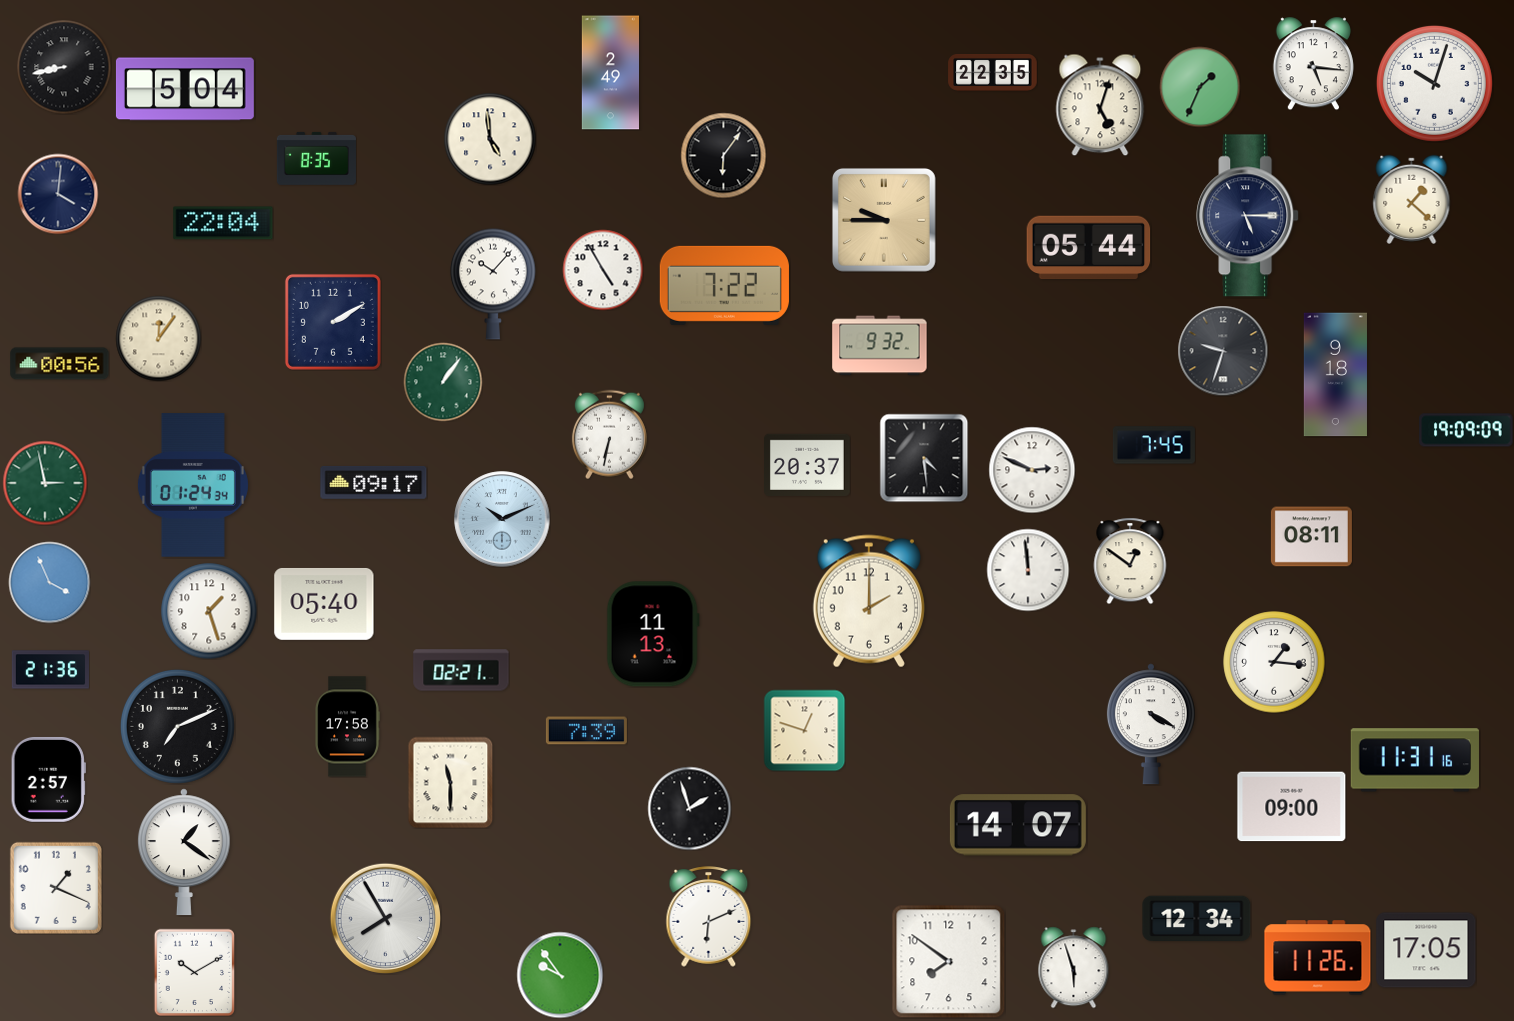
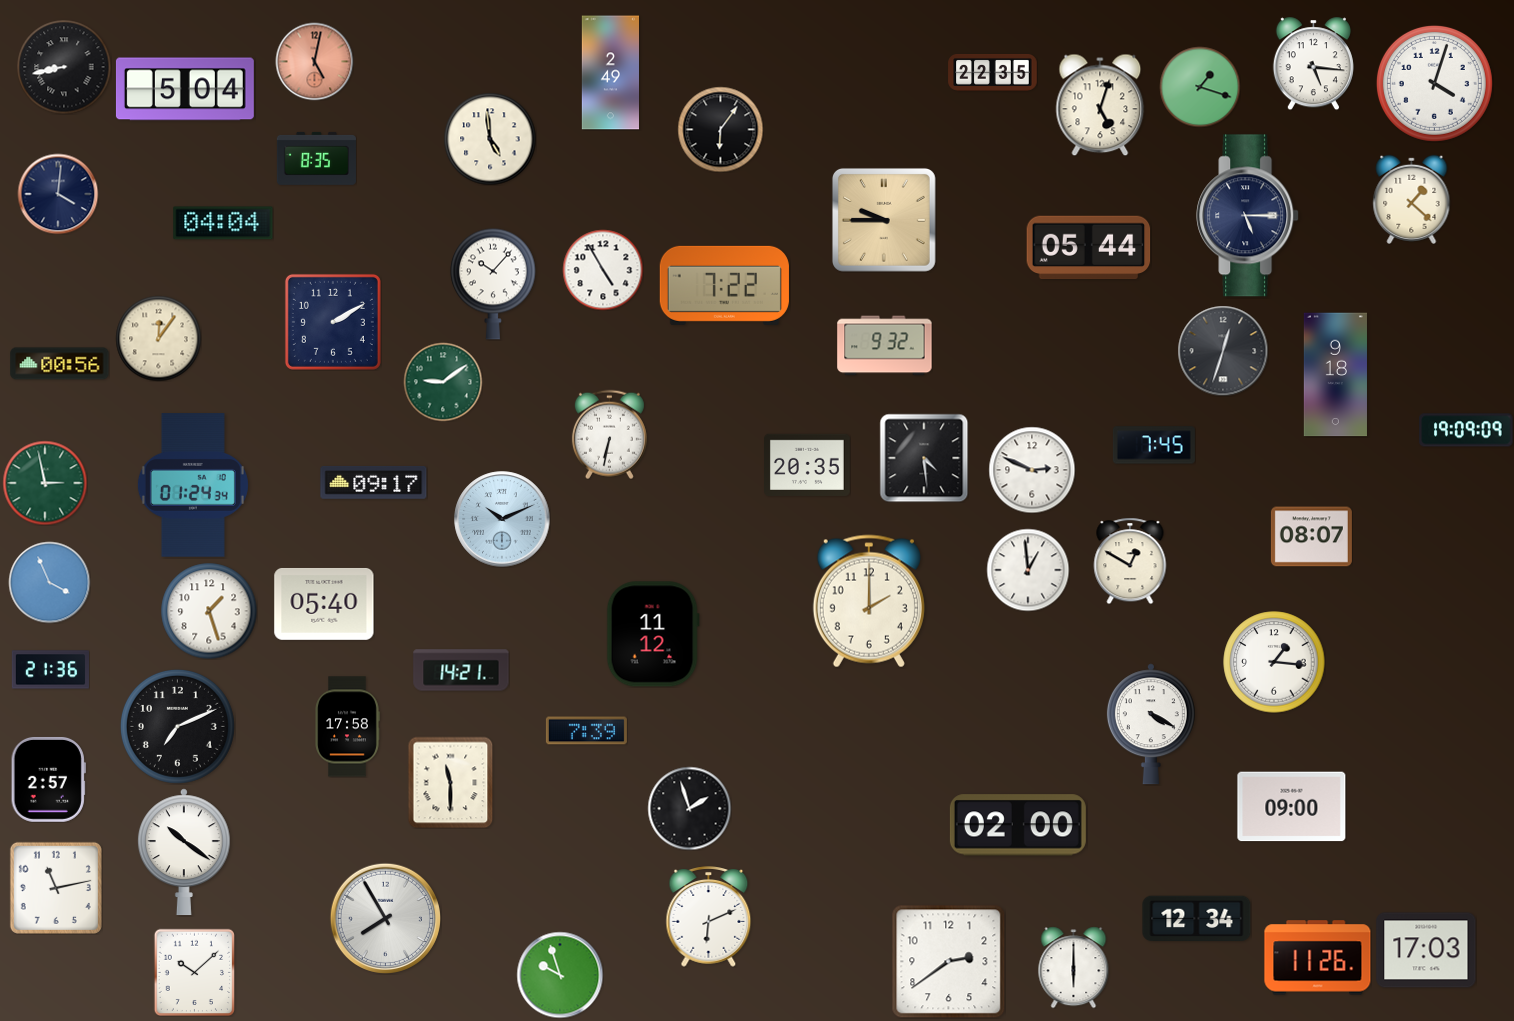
clock at (314, 61): none -> 5:02
clock at (1434, 83): 10:03 -> 4:03
clock at (1200, 87): 1:34 -> 1:18
clock at (723, 155) position: (723, 155) -> (720, 129)
clock at (223, 223): 22:04 -> 04:04
clock at (880, 346) position: (880, 346) -> (885, 346)
clock at (1223, 351): 9:33 -> 12:33
clock at (443, 382): 1:06 -> 9:09
clock at (808, 465): 20:37 -> 20:35
clock at (1311, 537): 08:11 -> 08:07
clock at (1130, 561): 12:51 -> 12:50
clock at (1028, 570): 11:59 -> 12:59
clock at (653, 634): 11:13 -> 11:12
clock at (461, 670): 02:21 -> 14:21
clock at (804, 730): 12:48 -> none
clock at (1415, 760): 11:31 -> none
clock at (1018, 825): 14:07 -> 02:00
clock at (184, 852): 1:21 -> 10:21
clock at (56, 888): 1:19 -> 11:13
clock at (1426, 950): 17:05 -> 17:03
clock at (949, 962): 7:51 -> 2:39
clock at (1074, 967): 5:57 -> 6:00
clock at (195, 972): 10:10 -> 10:08
clock at (560, 975): 9:54 -> 9:57
